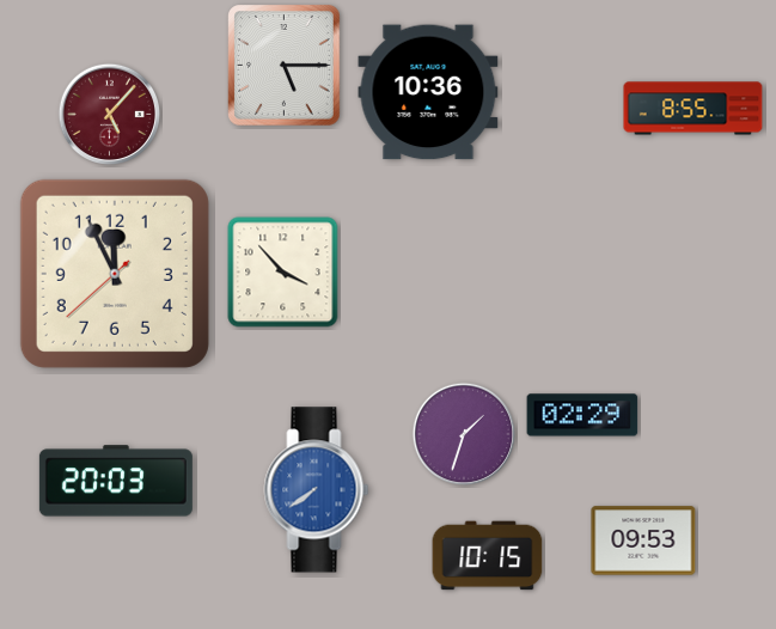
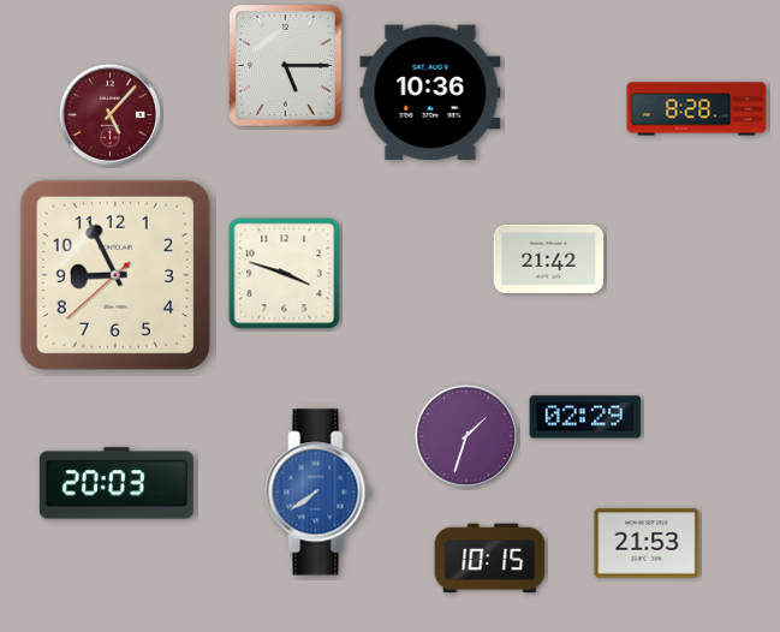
clock at (693, 109): 8:55 -> 8:28
clock at (549, 258): none -> 21:42
clock at (283, 273): 3:53 -> 3:48
clock at (115, 274): 11:55 -> 8:55
clock at (643, 541): 09:53 -> 21:53
